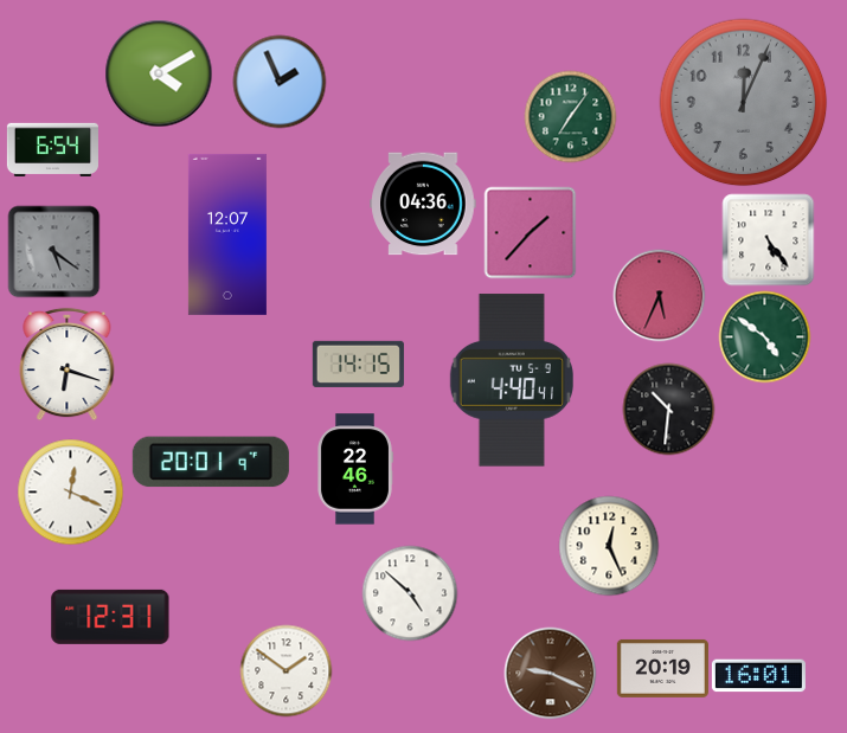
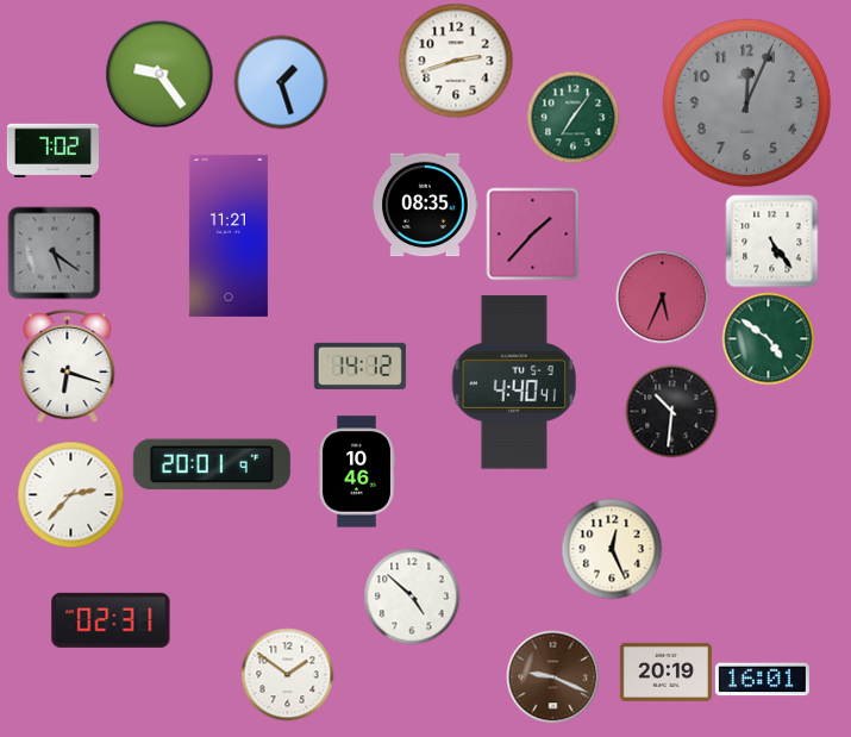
clock at (456, 61): none -> 2:42
clock at (159, 73): 4:10 -> 9:24
clock at (280, 82): 1:56 -> 1:27
clock at (52, 150): 6:54 -> 7:02
clock at (423, 204): 04:36 -> 08:35
clock at (227, 234): 12:07 -> 11:21
clock at (358, 364): 14:15 -> 14:12
clock at (355, 469): 22:46 -> 10:46
clock at (70, 491): 12:19 -> 2:37
clock at (110, 617): 12:31 -> 02:31
